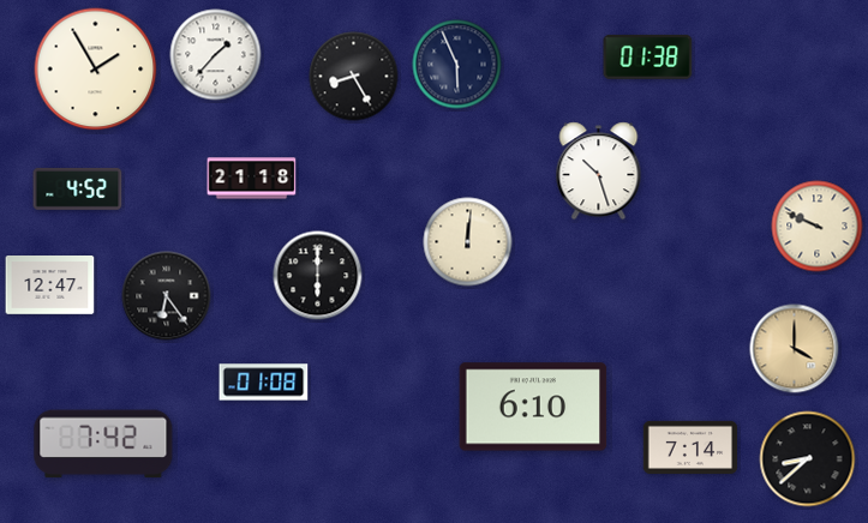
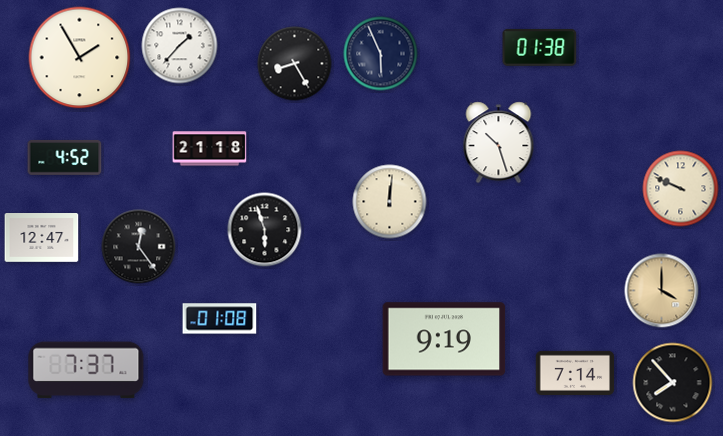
clock at (318, 276): 6:00 -> 5:57
clock at (167, 296): 6:24 -> 12:24
clock at (533, 407): 6:10 -> 9:19
clock at (103, 444): 7:42 -> 7:37
clock at (808, 459): 8:38 -> 7:53
